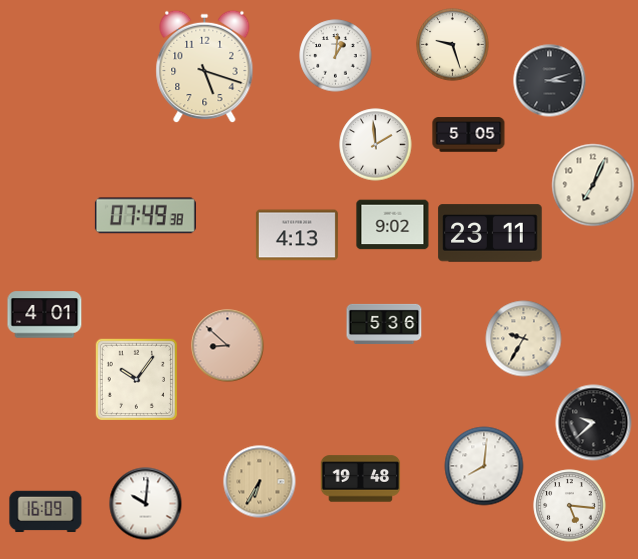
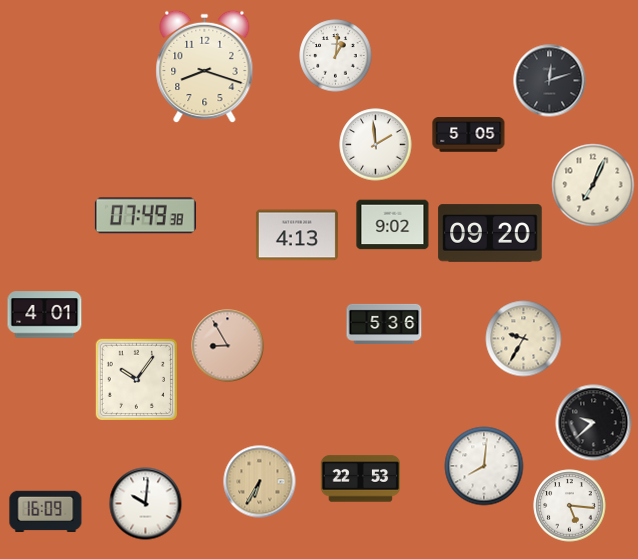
clock at (453, 45): 9:27 -> none
clock at (205, 67): 5:18 -> 8:18
clock at (550, 81): 3:12 -> 12:12
clock at (490, 233): 23:11 -> 09:20
clock at (228, 346): 8:52 -> 8:55
clock at (361, 479): 19:48 -> 22:53
